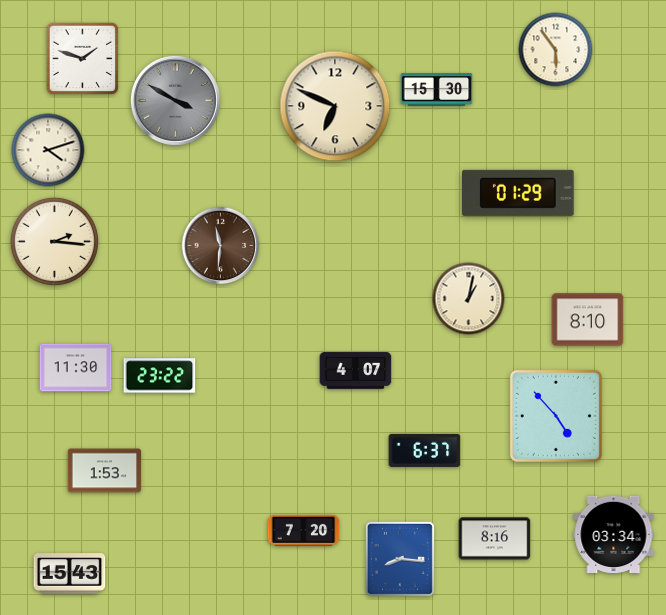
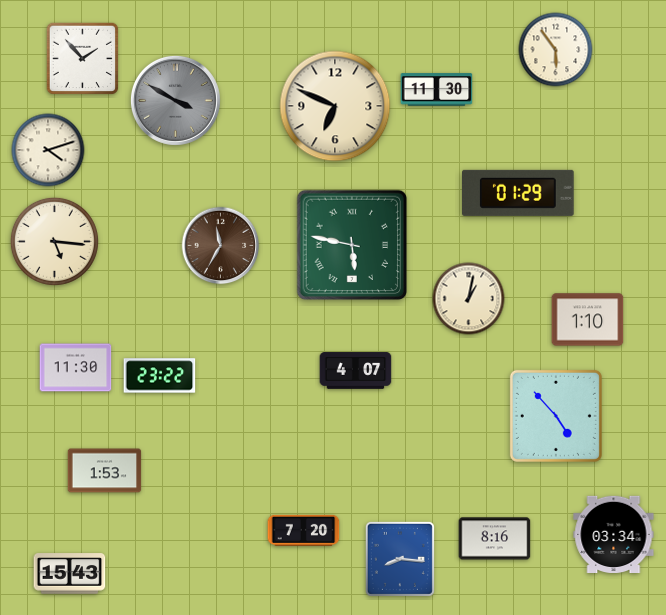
clock at (83, 59): 1:48 -> 1:53
clock at (437, 90): 15:30 -> 11:30
clock at (54, 241): 2:16 -> 5:16
clock at (352, 245): none -> 5:47
clock at (221, 246): 11:31 -> 11:35
clock at (588, 320): 8:10 -> 1:10
clock at (425, 450): 6:37 -> none
